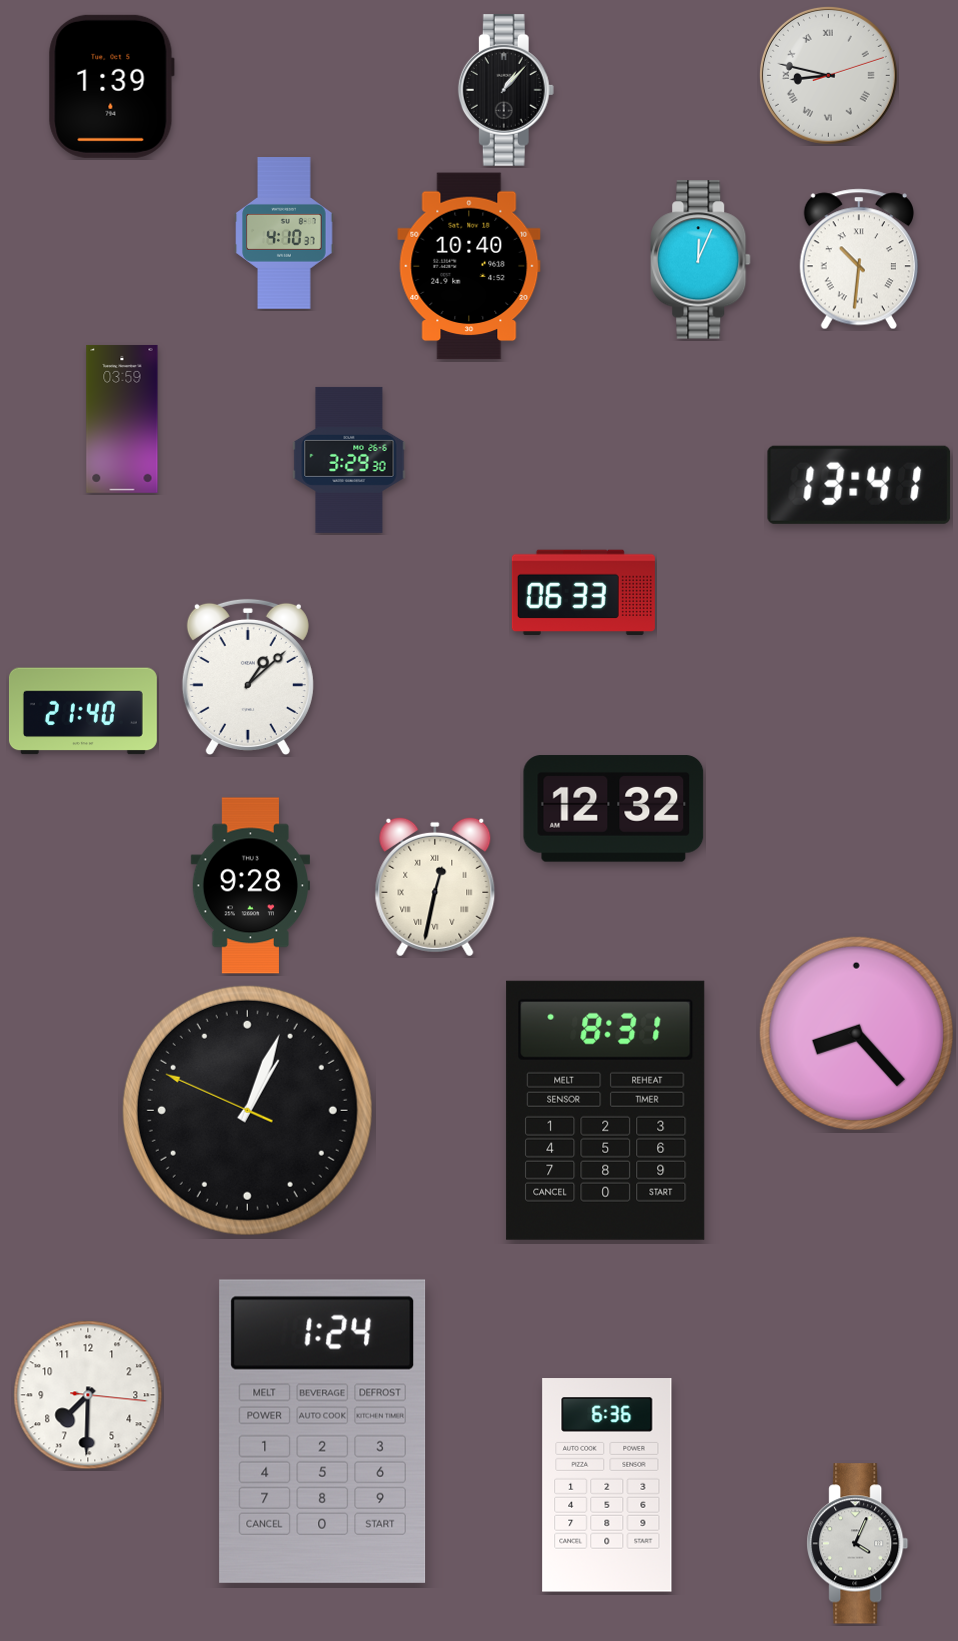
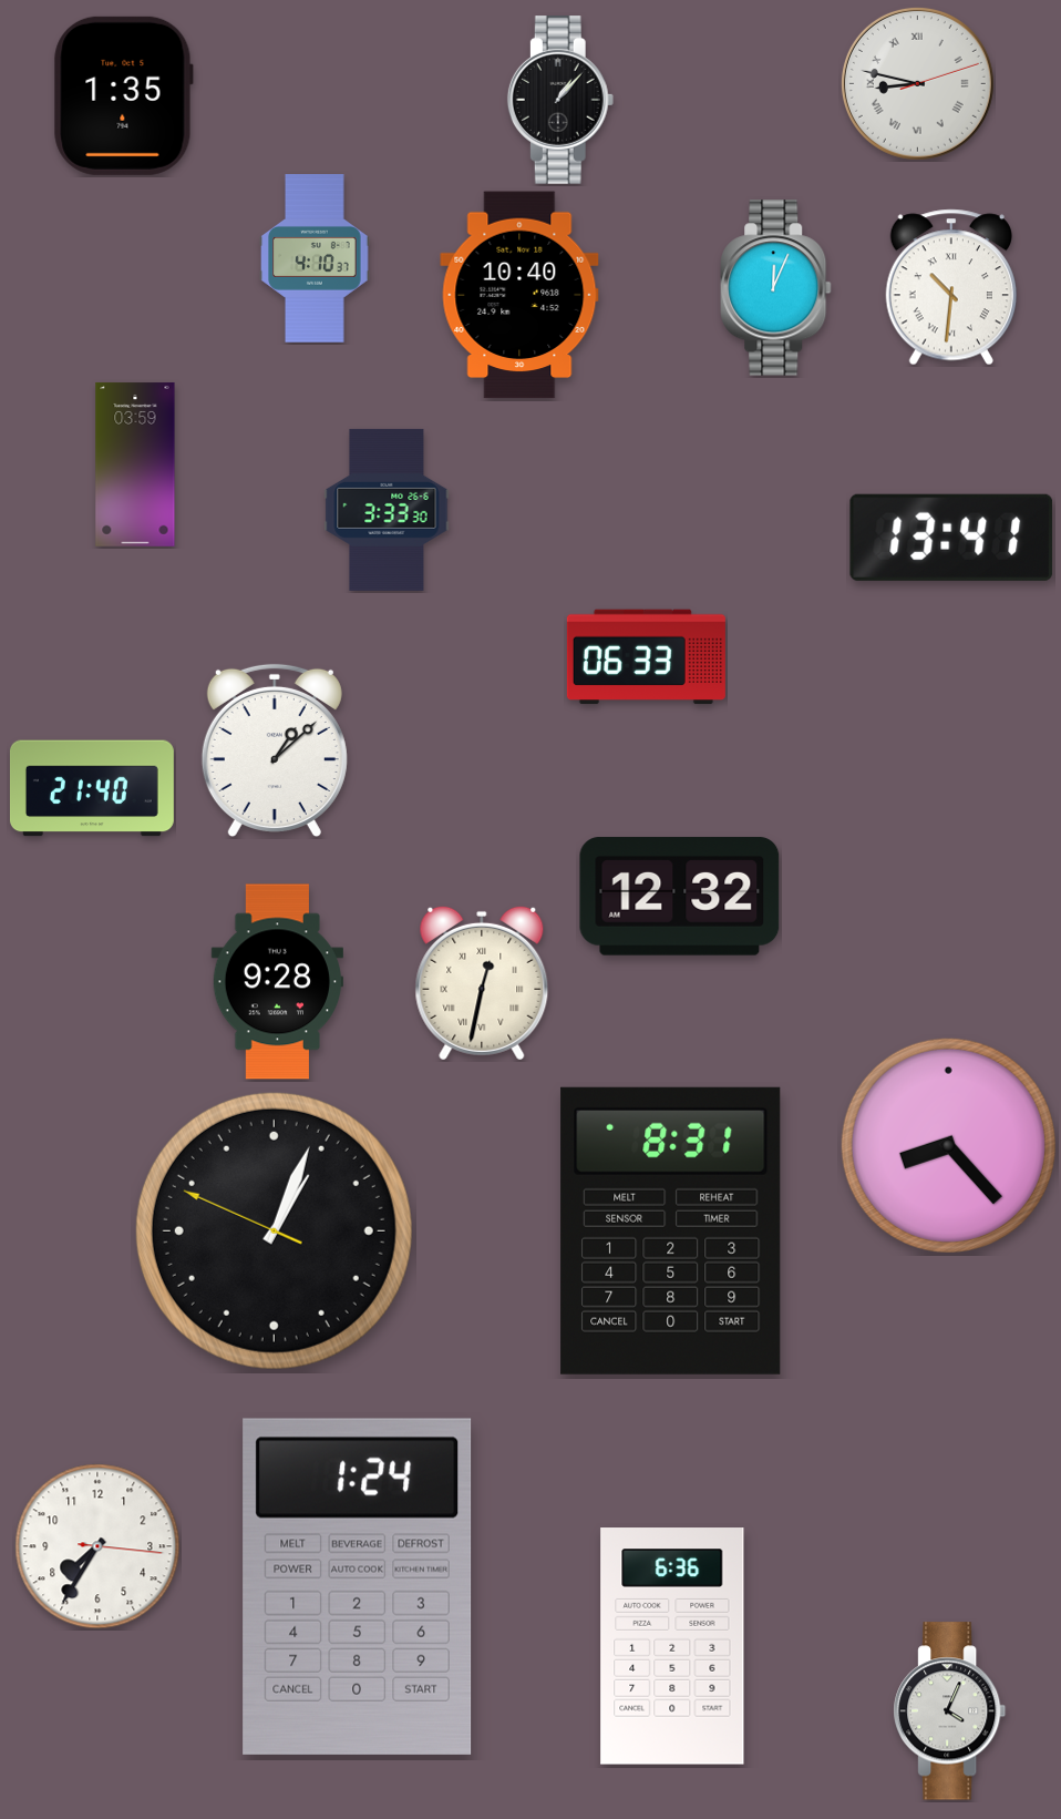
clock at (111, 86): 1:39 -> 1:35
clock at (349, 460): 3:29 -> 3:33
clock at (88, 1395): 7:30 -> 7:35
